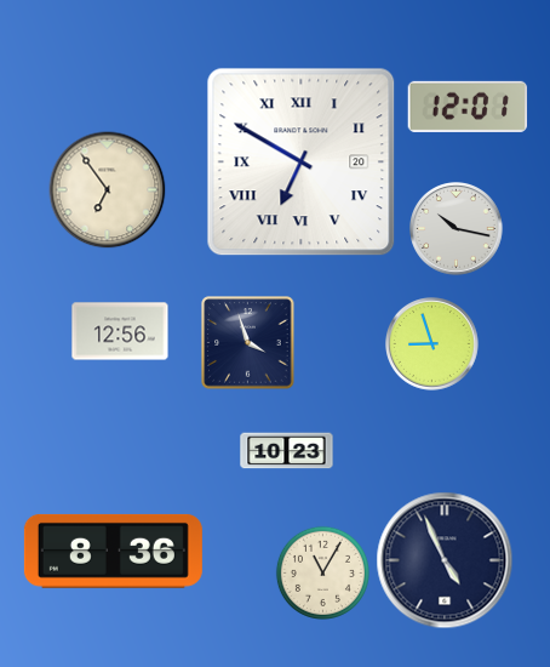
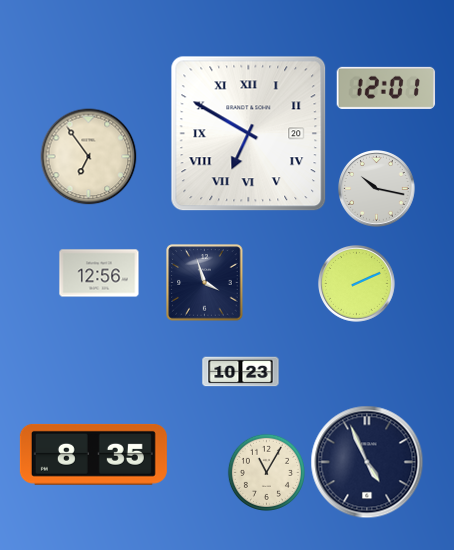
clock at (432, 344): 8:57 -> 2:11
clock at (287, 451) position: (287, 451) -> (241, 372)
clock at (113, 551): 8:36 -> 8:35
